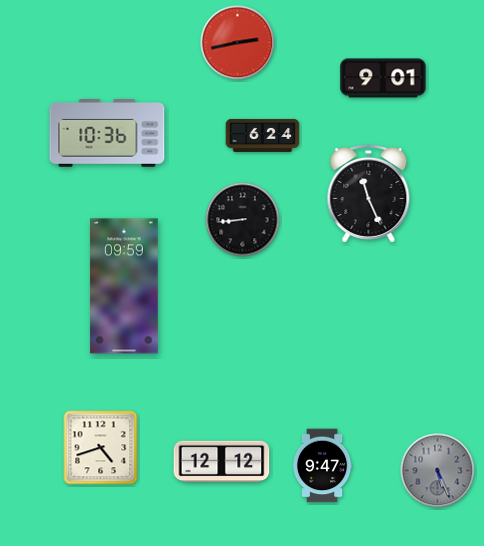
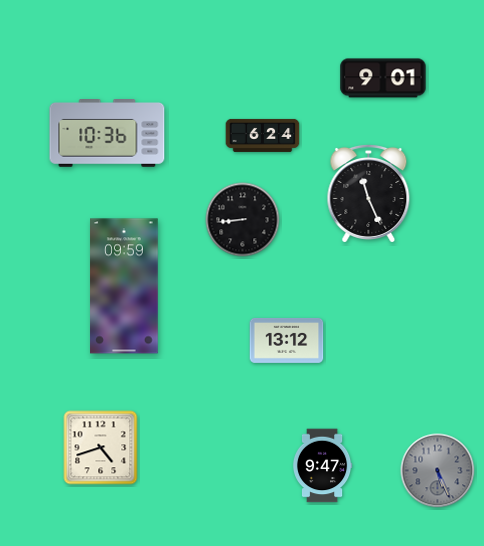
clock at (238, 43): 2:43 -> none
clock at (287, 340): none -> 13:12
clock at (222, 462): 12:12 -> none
